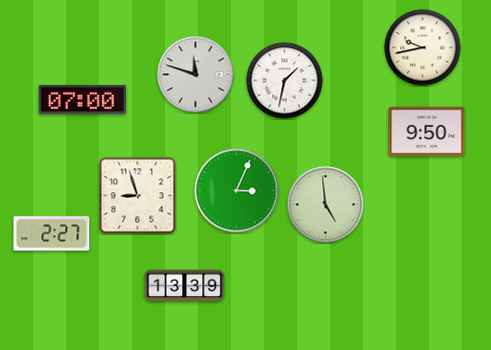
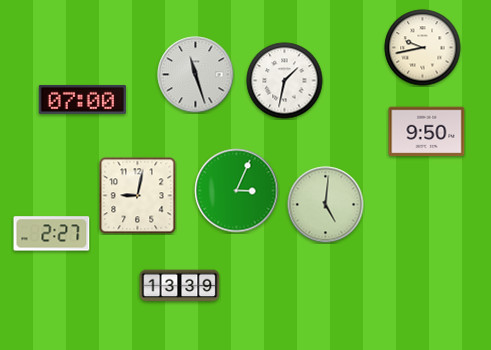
clock at (196, 75): 11:48 -> 11:27
clock at (138, 196): 8:57 -> 9:02
clock at (326, 205): 4:59 -> 5:01
clock at (185, 286) position: (185, 286) -> (180, 286)
